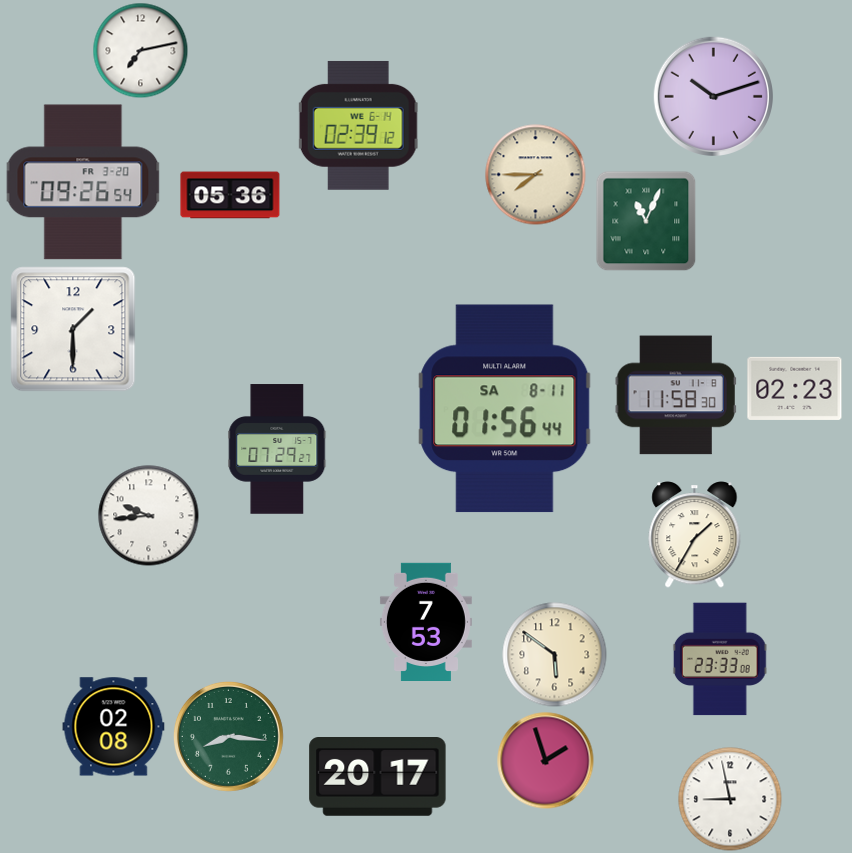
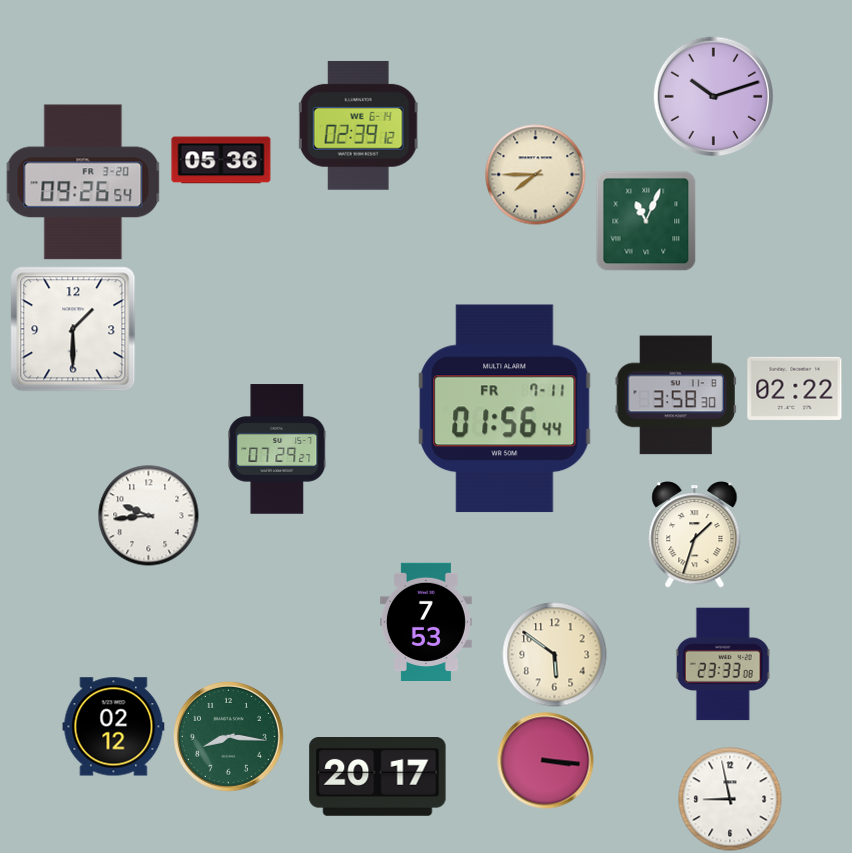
clock at (140, 50): 7:13 -> none
clock at (230, 195) position: (230, 195) -> (221, 160)
clock at (795, 388): 02:23 -> 02:22
clock at (676, 395): 11:58 -> 3:58
clock at (505, 409) date: SA 8-11 -> FR 7-11
clock at (695, 535): 1:35 -> 1:33
clock at (720, 659) position: (720, 659) -> (723, 664)
clock at (114, 727): 02:08 -> 02:12
clock at (546, 761): 1:57 -> 3:16
